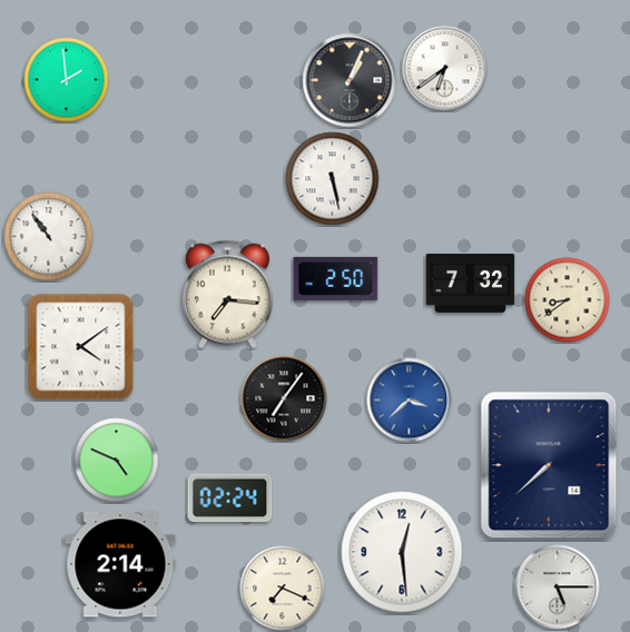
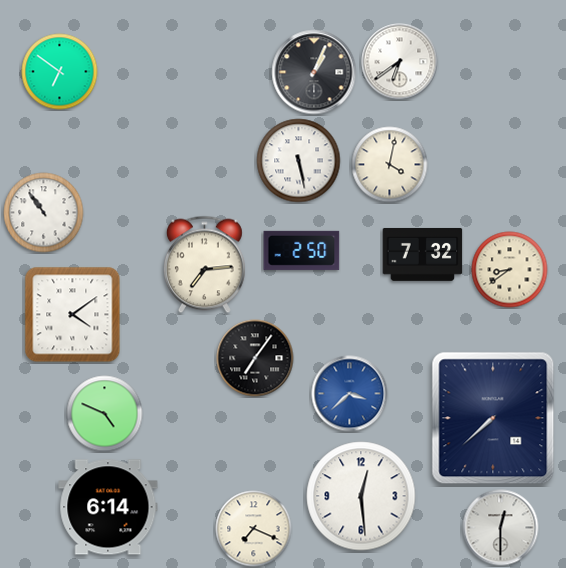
clock at (67, 80): 1:59 -> 6:51
clock at (390, 165): none -> 4:02
clock at (227, 295): 7:16 -> 7:14
clock at (81, 347) position: (81, 347) -> (73, 315)
clock at (410, 401) position: (410, 401) -> (350, 394)
clock at (230, 498): 02:24 -> none
clock at (120, 564): 2:14 -> 6:14
clock at (558, 587): 5:15 -> 12:30
